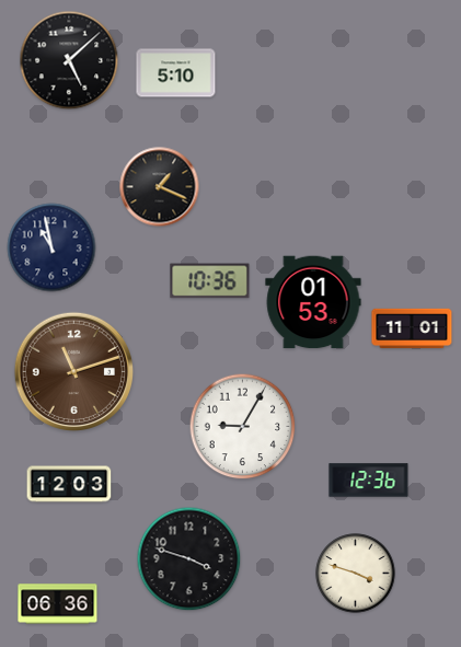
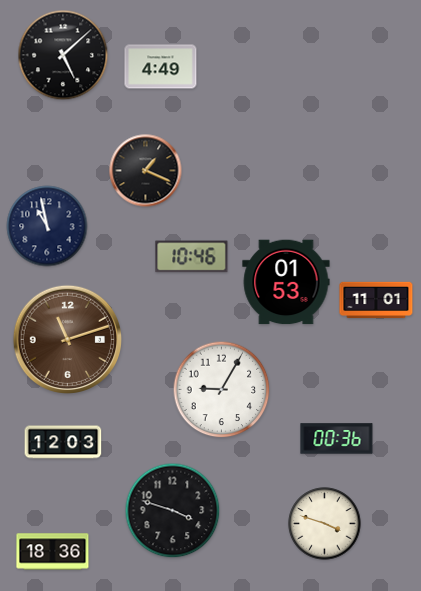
clock at (176, 73): 5:10 -> 4:49
clock at (210, 281): 10:36 -> 10:46
clock at (313, 302) position: (313, 302) -> (286, 282)
clock at (369, 481): 12:36 -> 00:36
clock at (58, 604): 06:36 -> 18:36
